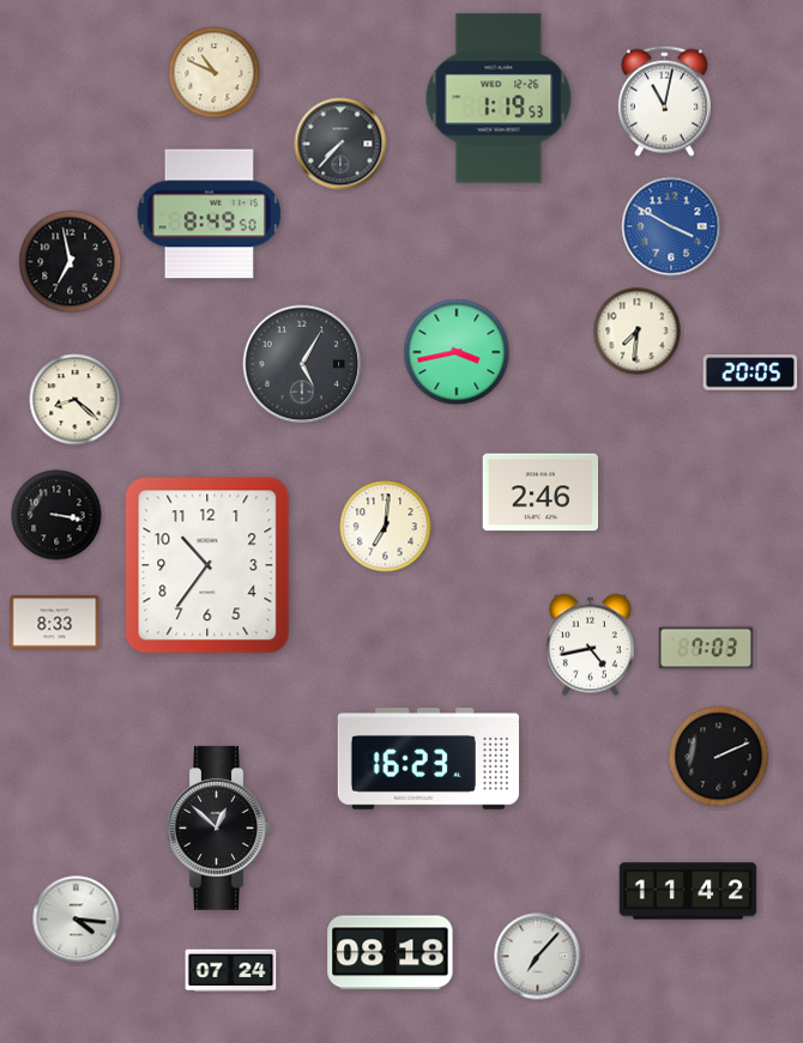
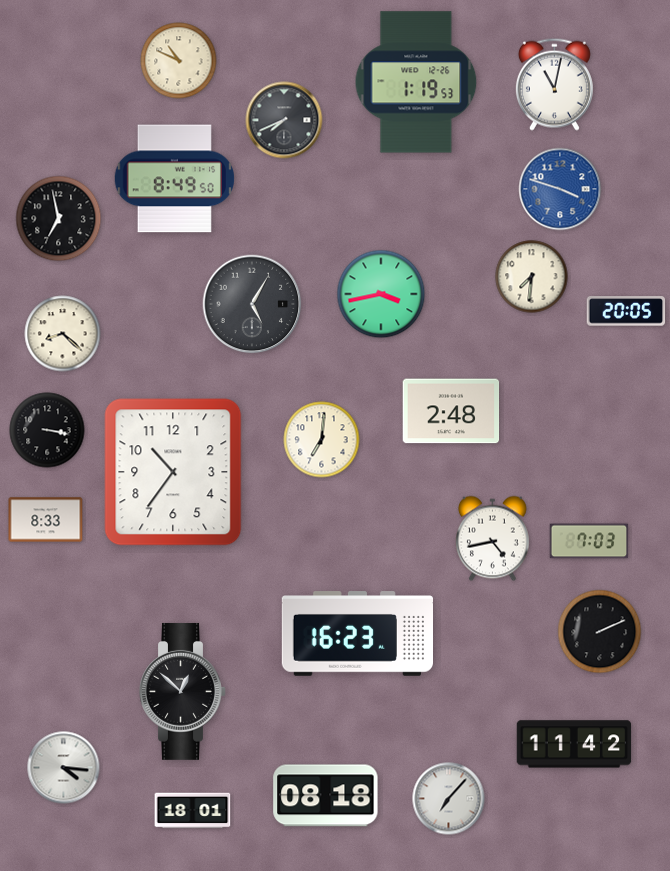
clock at (340, 144): 7:37 -> 7:41
clock at (671, 226): 3:50 -> 3:48
clock at (541, 492): 2:46 -> 2:48
clock at (231, 971): 07:24 -> 18:01
